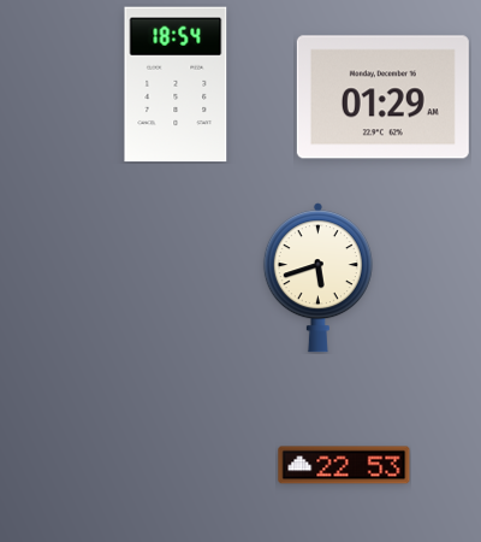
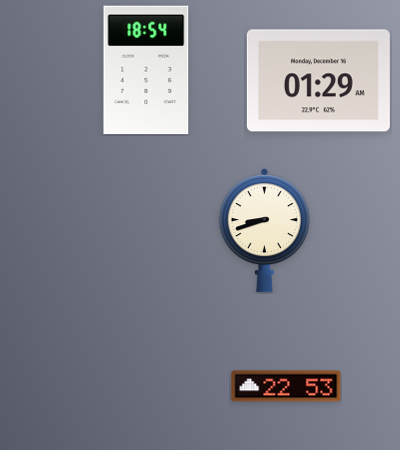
clock at (317, 278): 5:42 -> 8:42
